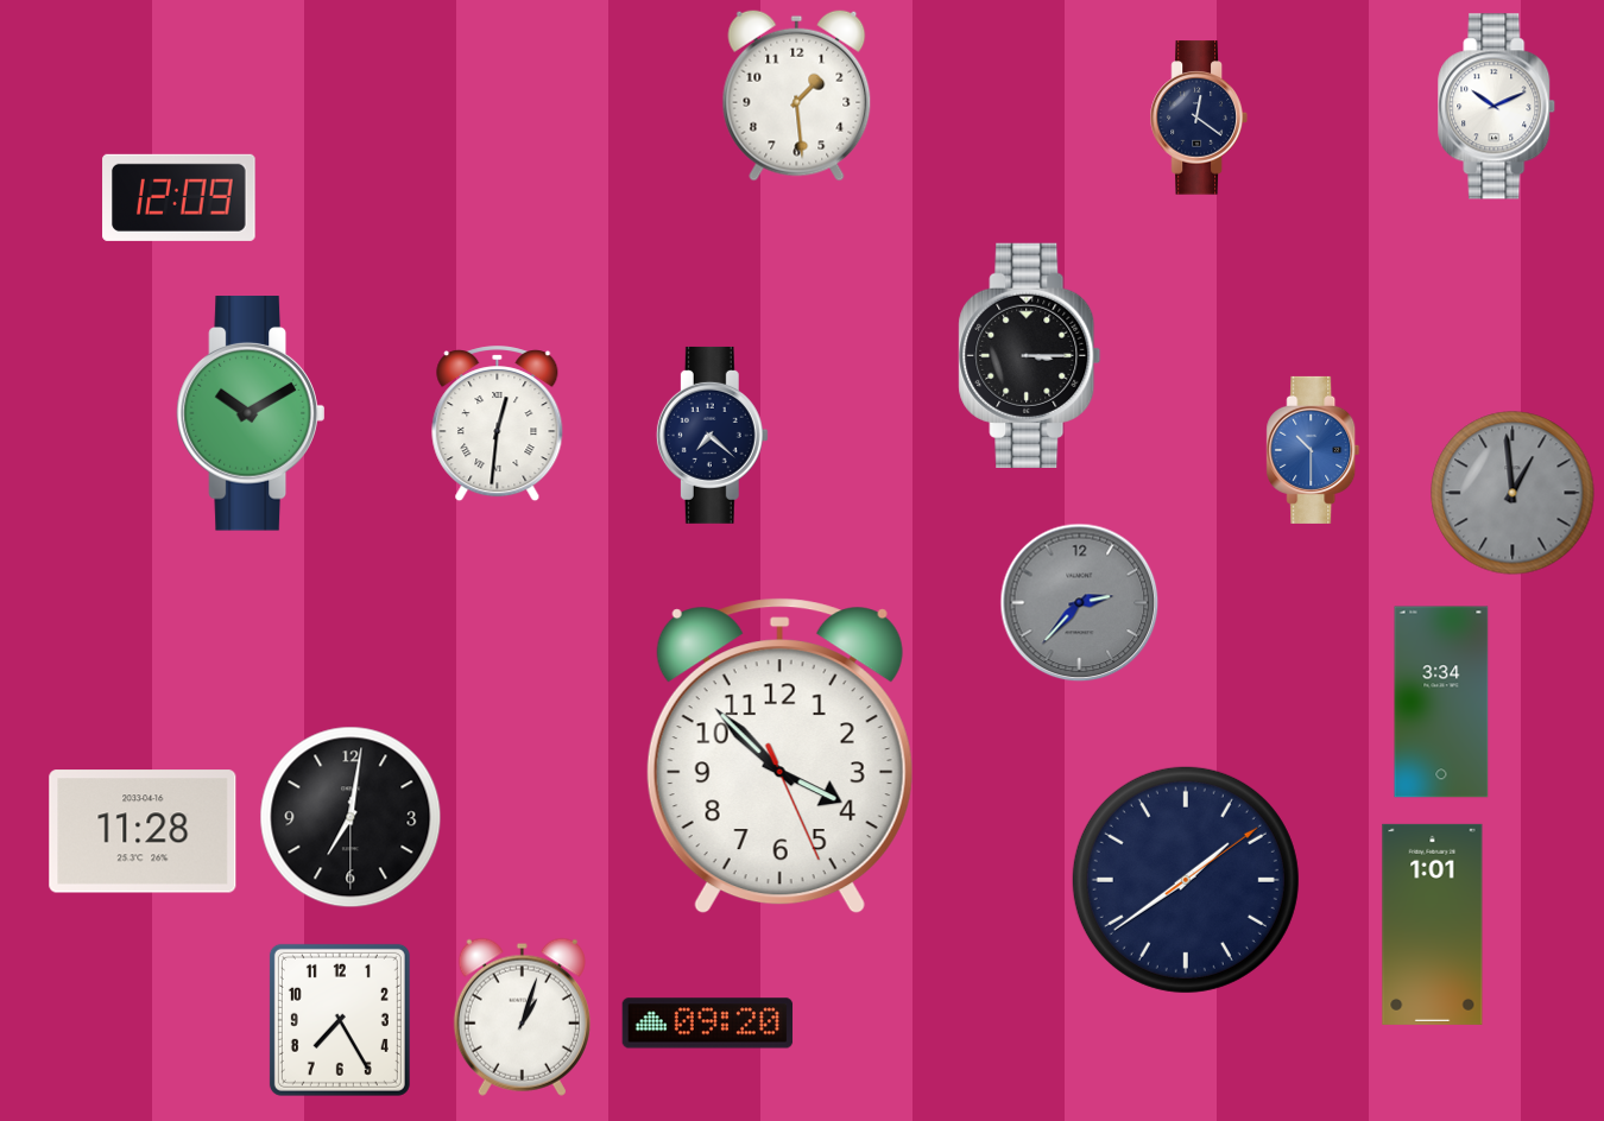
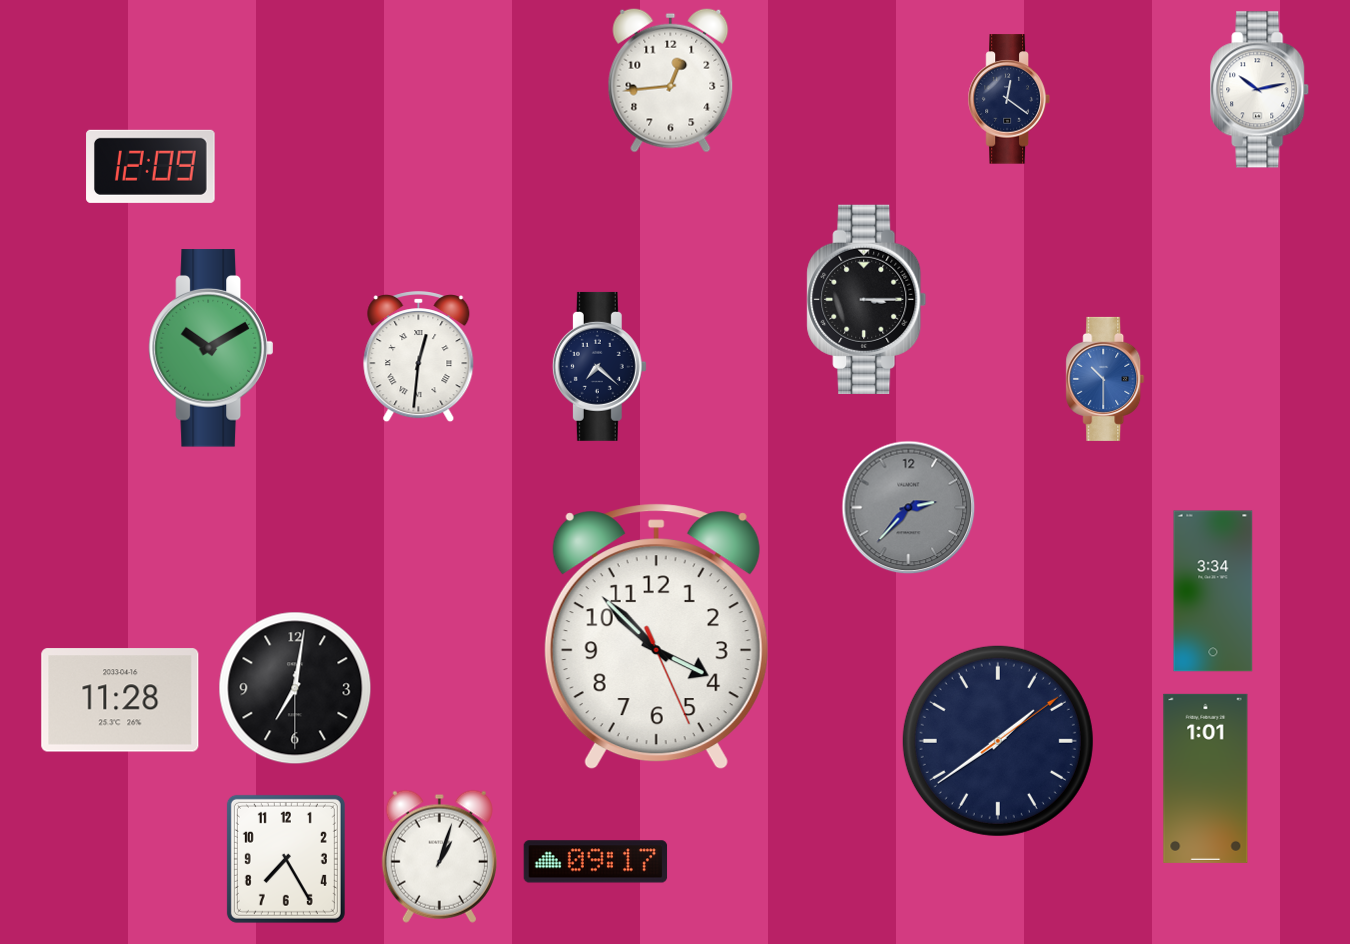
clock at (797, 95): 1:29 -> 12:44
clock at (1497, 107): 10:11 -> 10:13
clock at (1513, 493): 12:59 -> none
clock at (708, 1024): 09:20 -> 09:17
